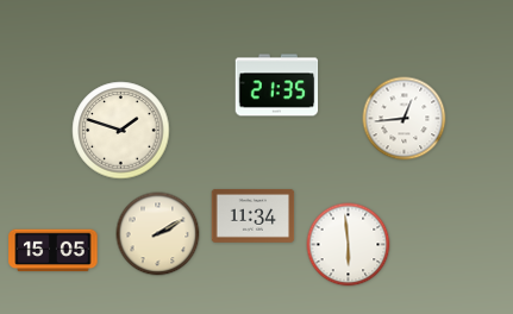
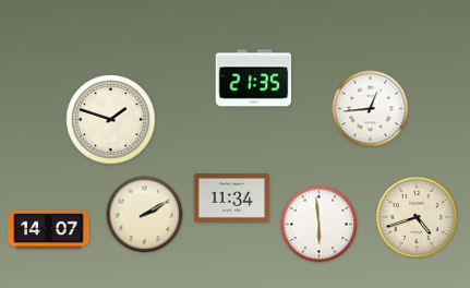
clock at (417, 217): none -> 4:42
clock at (54, 251): 15:05 -> 14:07
